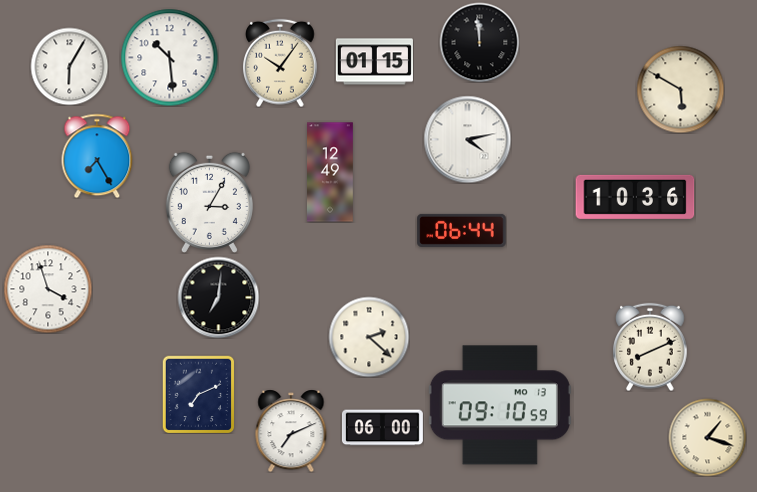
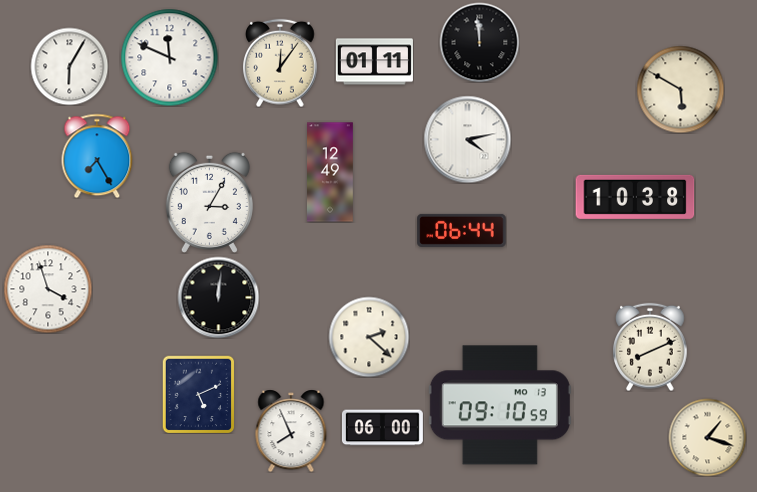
clock at (169, 57): 10:29 -> 11:49
clock at (374, 62): 01:15 -> 01:11
clock at (281, 63): 10:06 -> 12:06
clock at (635, 197): 10:36 -> 10:38
clock at (218, 297): 7:01 -> 12:01
clock at (199, 394): 7:11 -> 5:11
clock at (291, 431): 7:11 -> 7:56
